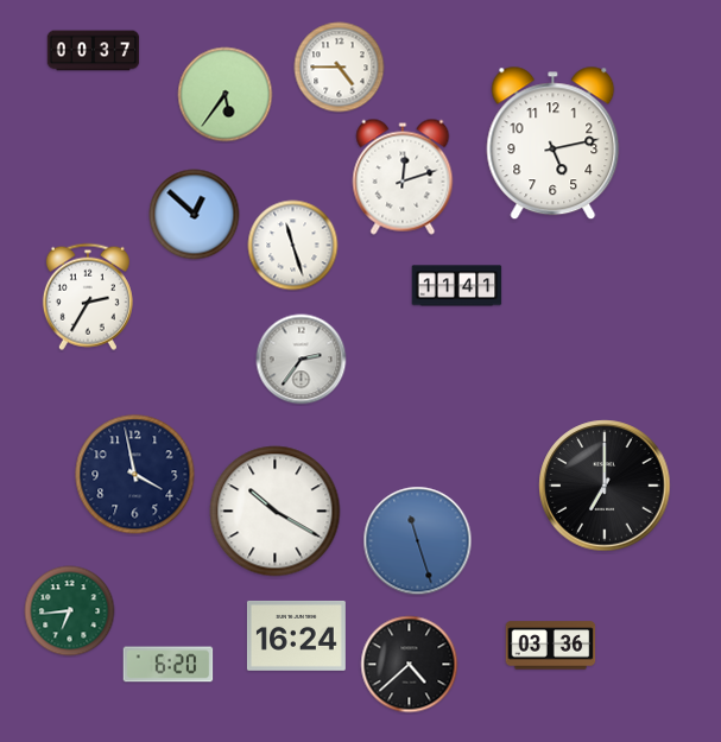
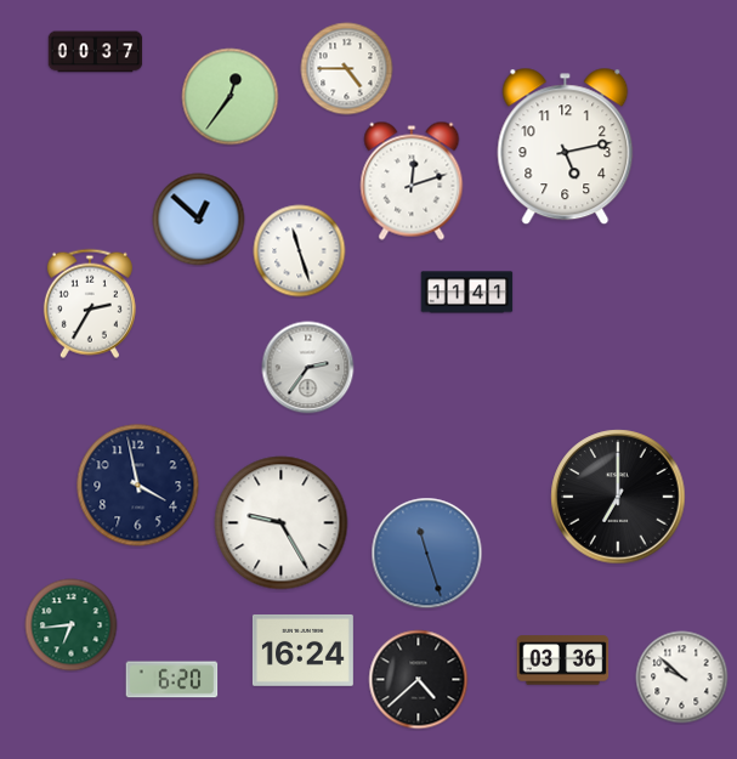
clock at (226, 95): 5:36 -> 12:36
clock at (276, 512): 10:20 -> 9:25
clock at (682, 678): none -> 9:52
